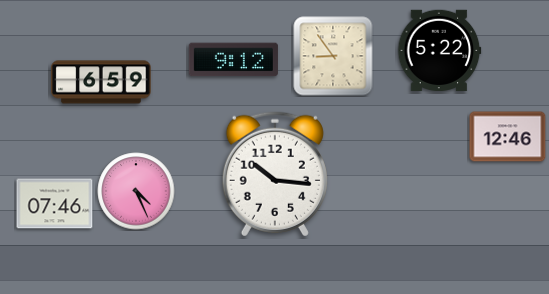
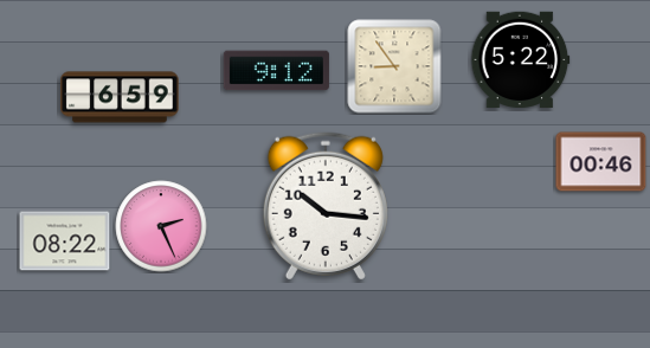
clock at (508, 137): 12:46 -> 00:46
clock at (136, 191): 4:26 -> 2:26
clock at (55, 204): 07:46 -> 08:22
